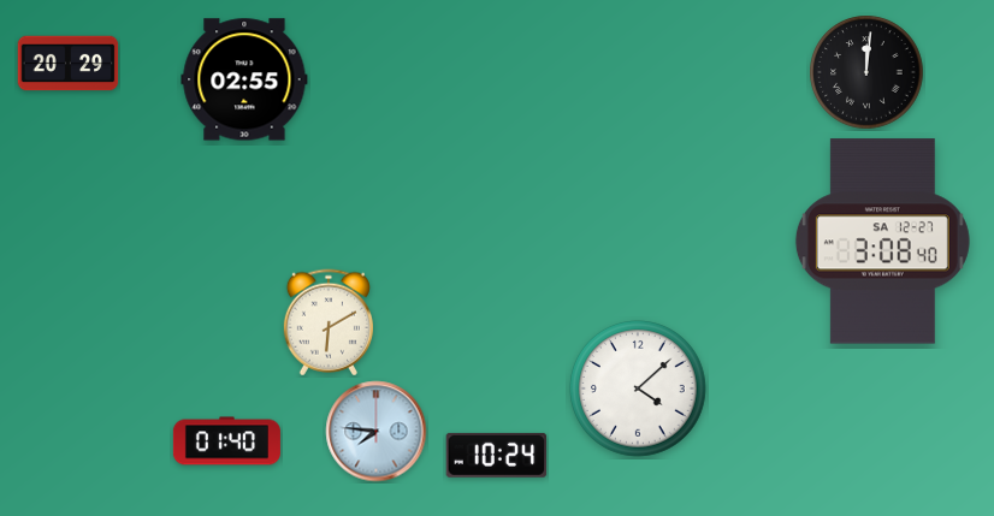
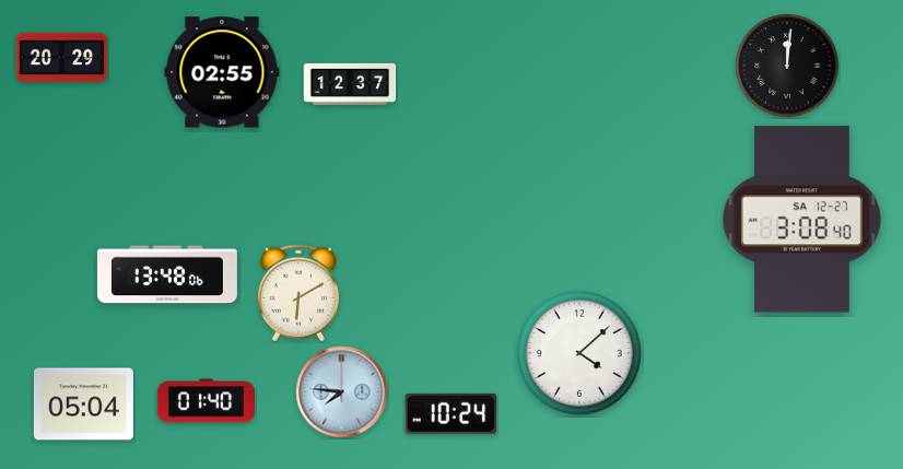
clock at (350, 84): none -> 12:37
clock at (167, 274): none -> 13:48
clock at (83, 404): none -> 05:04
